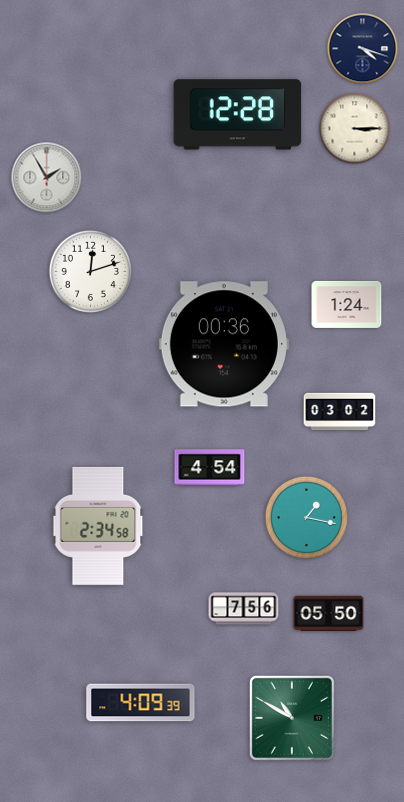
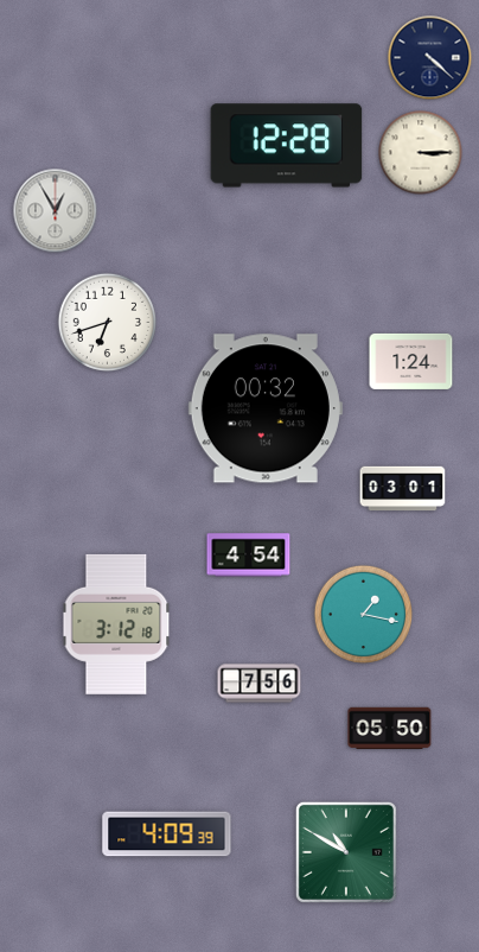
clock at (363, 49): 4:18 -> 4:22
clock at (238, 115) position: (238, 115) -> (287, 146)
clock at (47, 178): 1:55 -> 12:55
clock at (90, 271): 12:12 -> 6:42
clock at (224, 344): 00:36 -> 00:32
clock at (340, 412): 03:02 -> 03:01
clock at (98, 526): 2:34 -> 3:12
clock at (244, 609) position: (244, 609) -> (260, 684)
